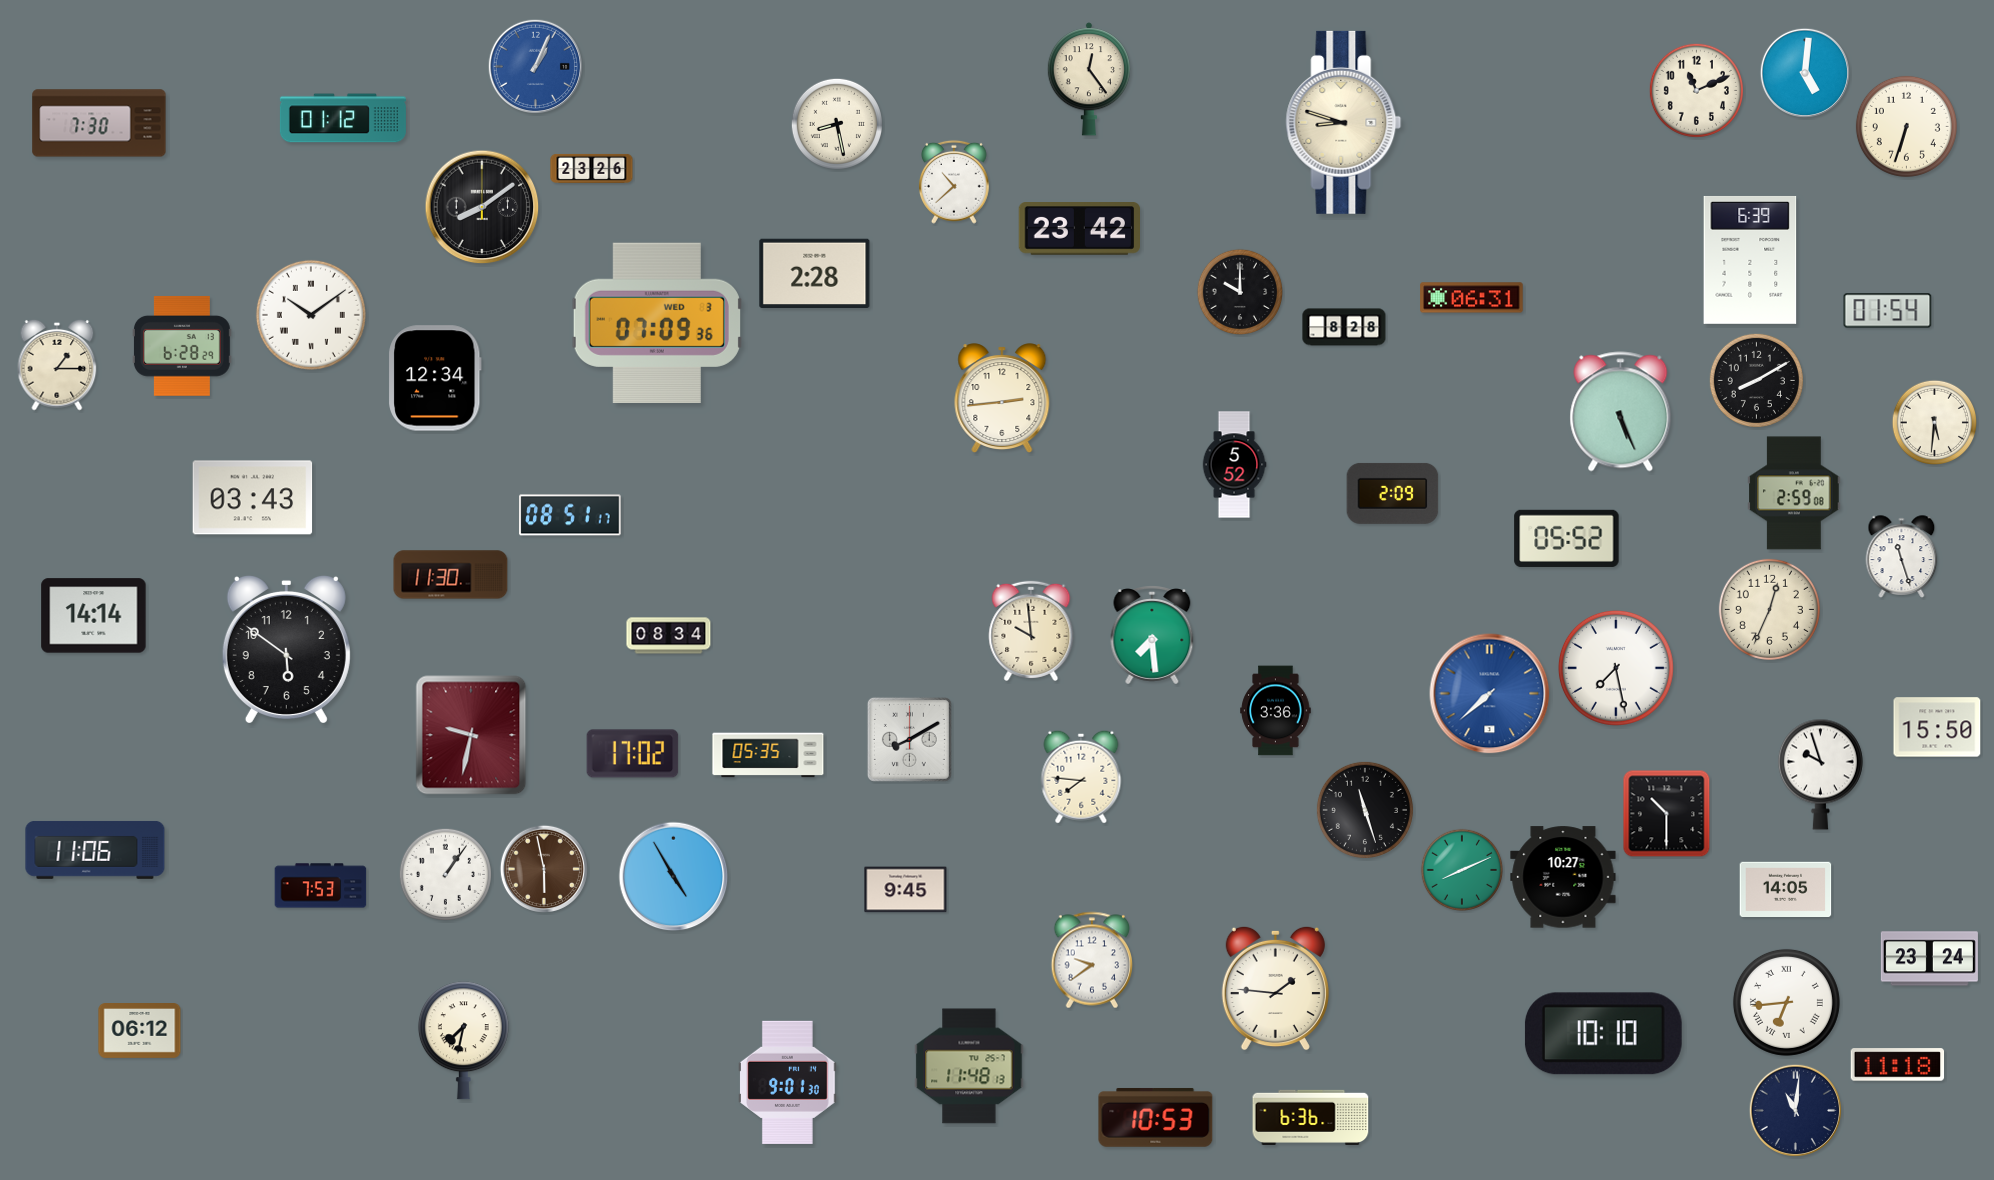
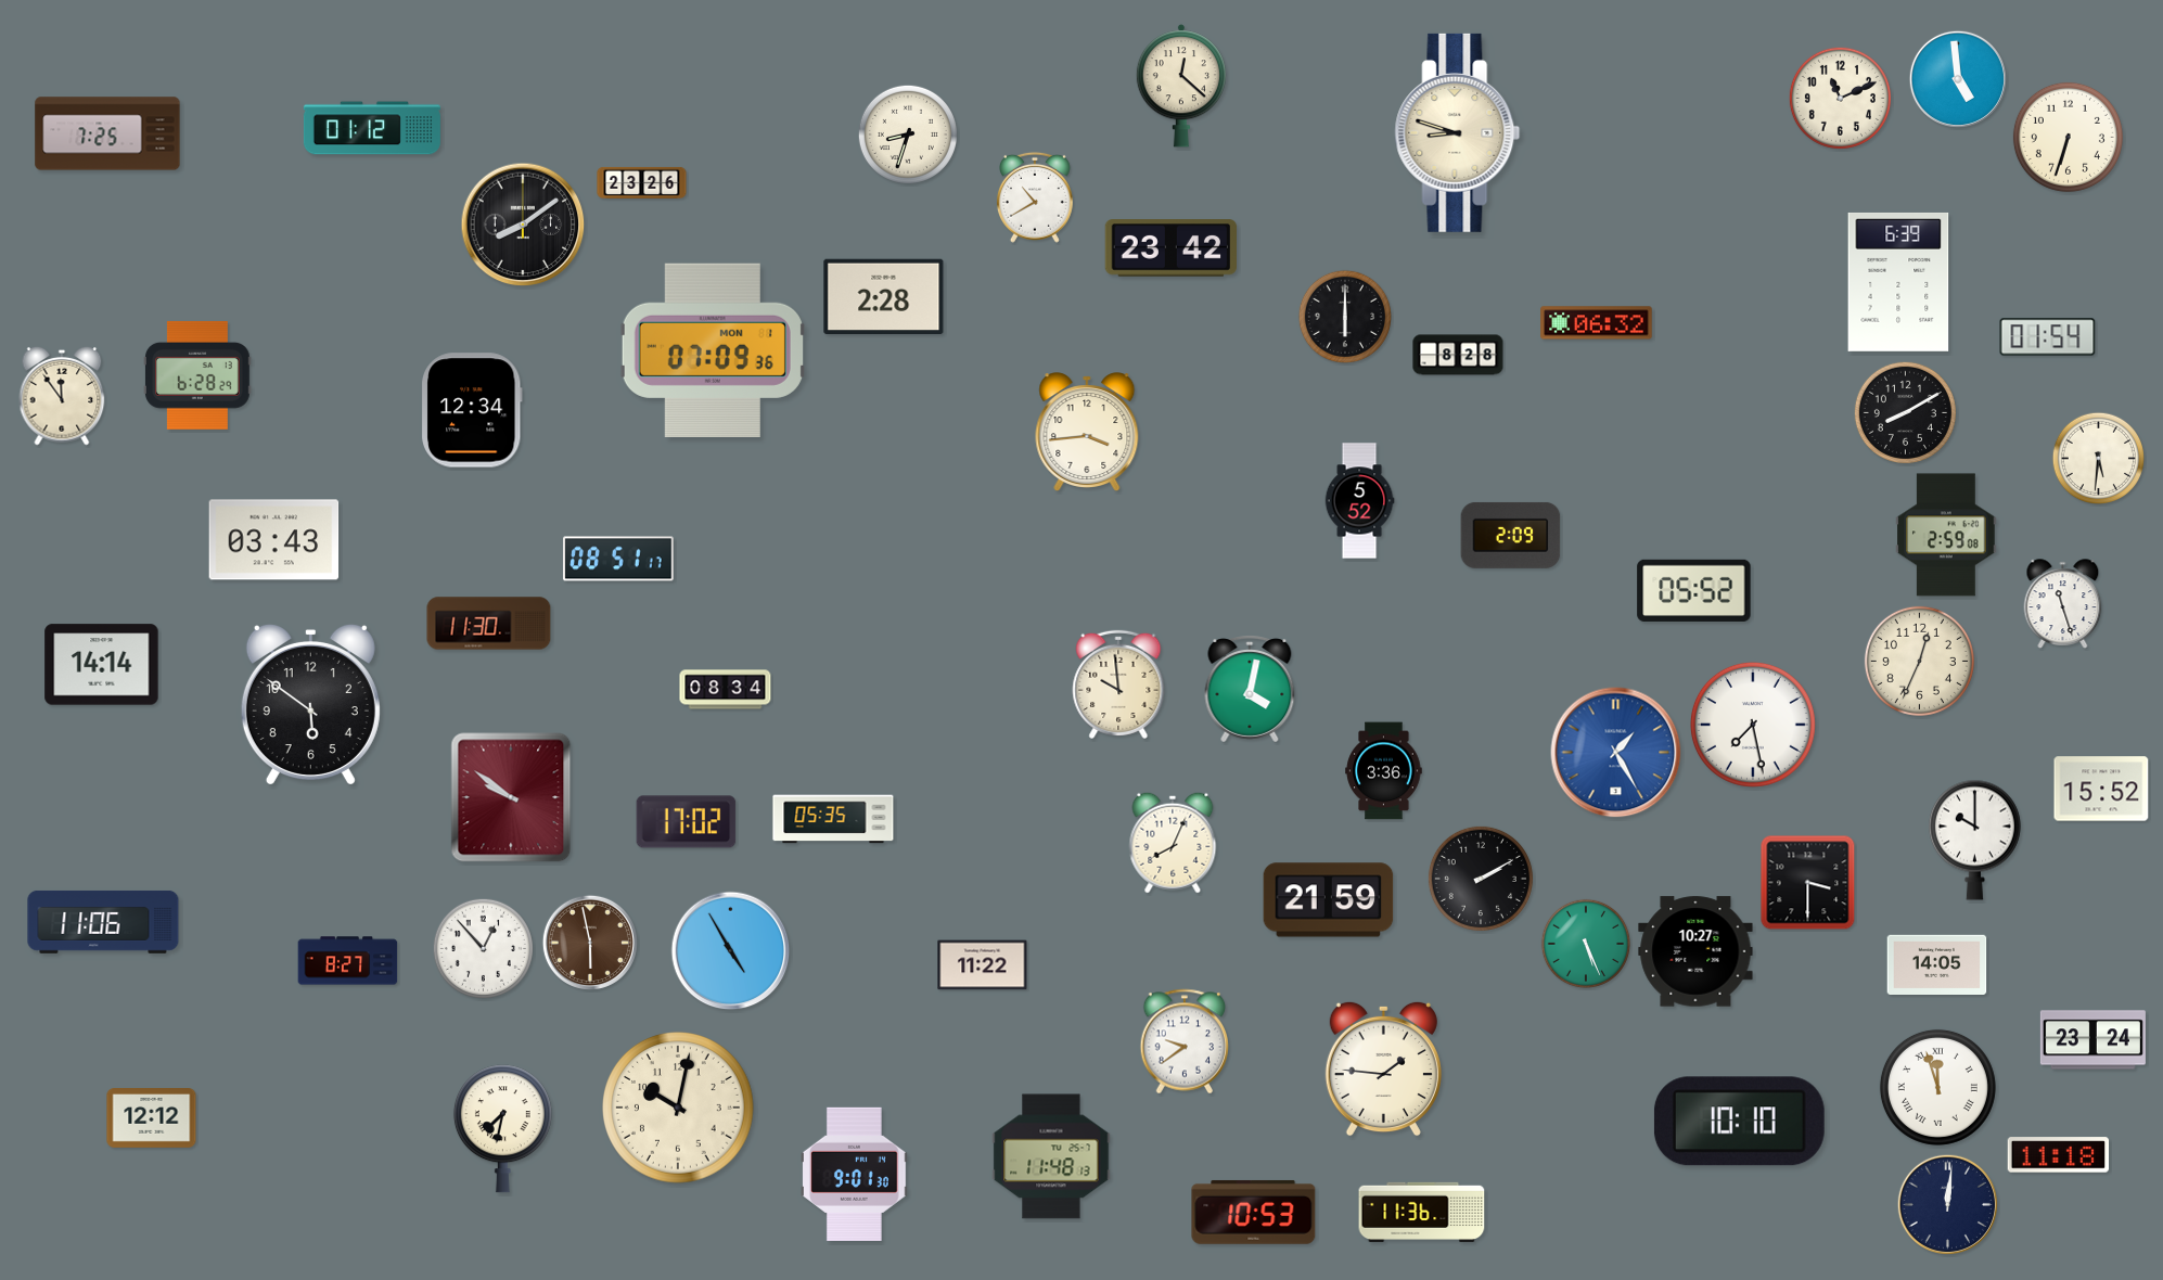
clock at (535, 66): 1:04 -> none
clock at (1805, 73): 5:01 -> 4:59
clock at (1089, 79): 12:24 -> 12:22
clock at (99, 123): 7:30 -> 7:25
clock at (837, 124): 8:28 -> 8:33
clock at (954, 182): 10:38 -> 10:40
clock at (1239, 291): 10:00 -> 6:00
clock at (1472, 298): 06:31 -> 06:32
clock at (311, 315): 10:09 -> none
clock at (657, 323) date: WED 3 -> MON 1
clock at (57, 365): 1:15 -> 11:54
clock at (1002, 398): 2:44 -> 3:44
clock at (1621, 412): 5:26 -> none
clock at (1234, 465) position: (1234, 465) -> (1359, 501)
clock at (1567, 538) position: (1567, 538) -> (1694, 590)
clock at (94, 616) position: (94, 616) -> (102, 665)
clock at (1152, 635): 7:29 -> 4:02
clock at (1490, 694): 7:38 -> 1:25
clock at (1937, 727): 15:50 -> 15:52
clock at (471, 735): 9:32 -> 9:51
clock at (909, 739): 8:10 -> none
clock at (633, 754) position: (633, 754) -> (687, 822)
clock at (1820, 774): 9:57 -> 10:00
clock at (1081, 777): 7:46 -> 8:04
clock at (1365, 810): 11:27 -> 2:10
clock at (1667, 814): 10:30 -> 3:30
clock at (1329, 900): none -> 21:59
clock at (1462, 870): 8:11 -> 5:26
clock at (445, 874): 1:06 -> 12:53
clock at (321, 886): 7:53 -> 8:27
clock at (906, 890): 9:45 -> 11:22
clock at (1275, 988) position: (1275, 988) -> (1383, 1068)
clock at (1786, 1002): 6:44 -> 11:57
clock at (679, 1109): none -> 10:02
clock at (140, 1031): 06:12 -> 12:12
clock at (1795, 1110): 11:01 -> 12:01
clock at (1311, 1117): 6:36 -> 11:36
